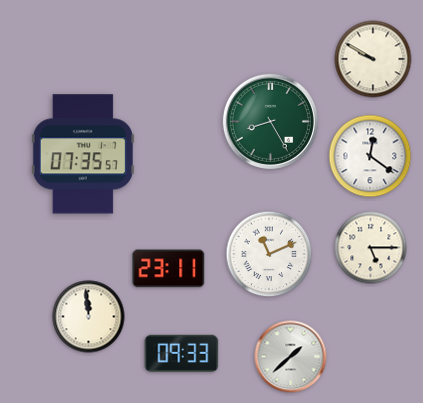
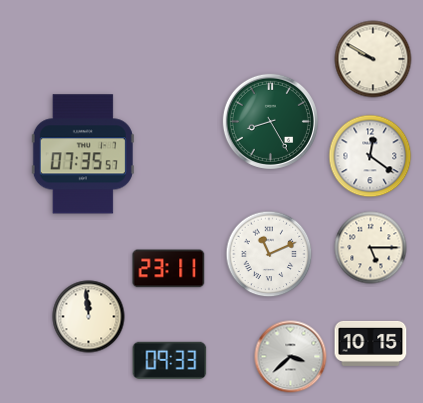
clock at (371, 343): none -> 10:15
clock at (182, 353) position: (182, 353) -> (170, 360)
clock at (291, 357): 1:38 -> 3:38
